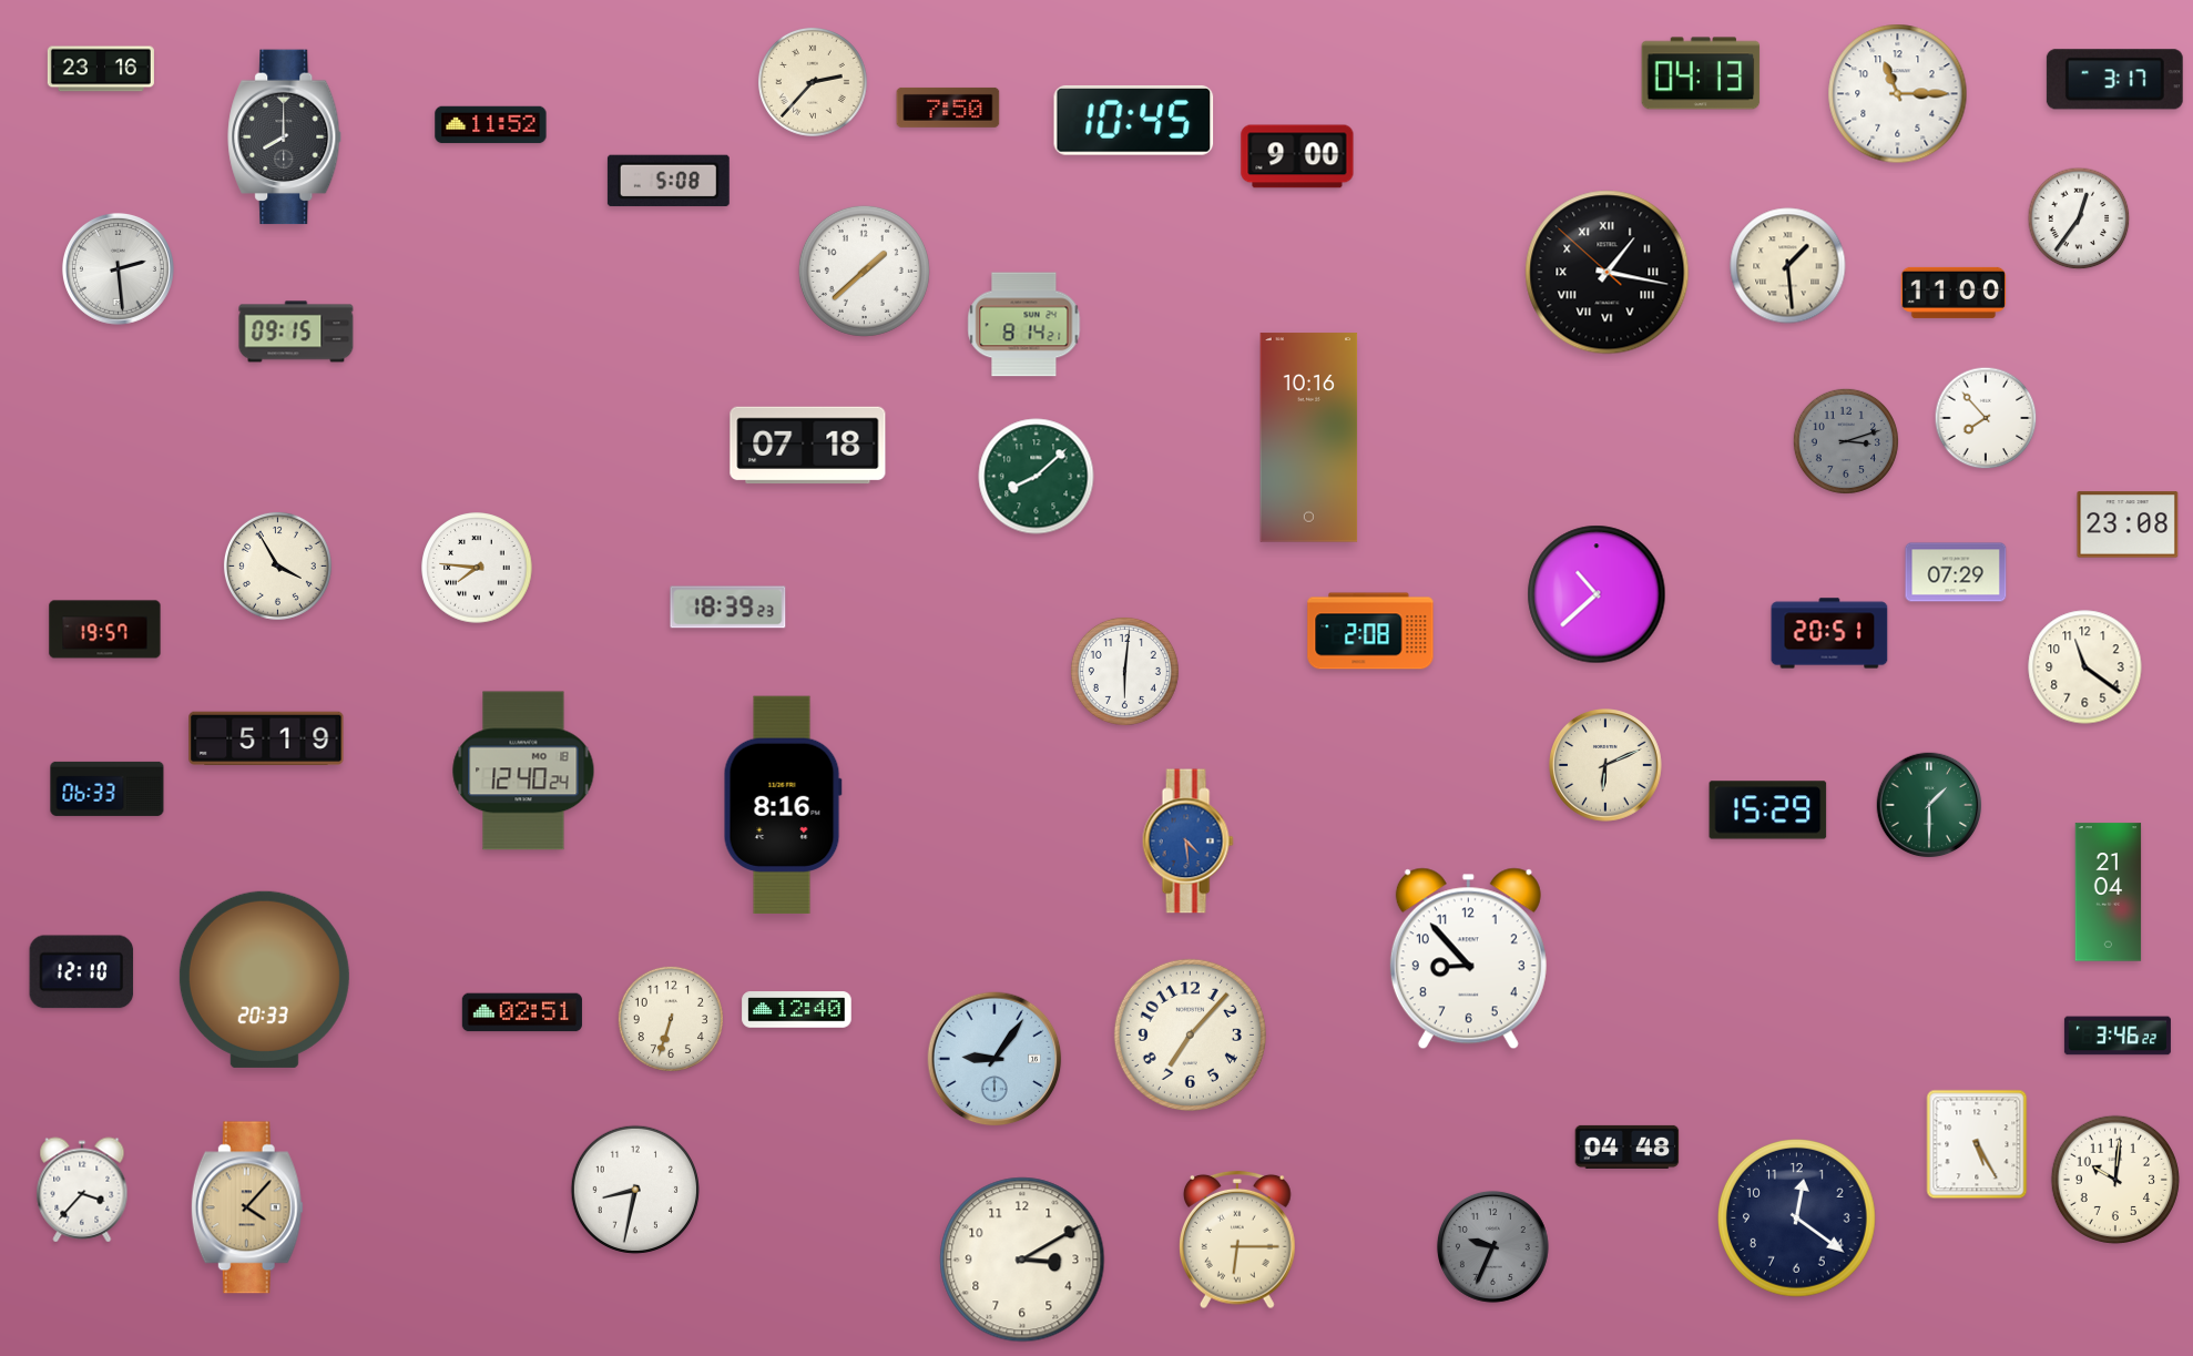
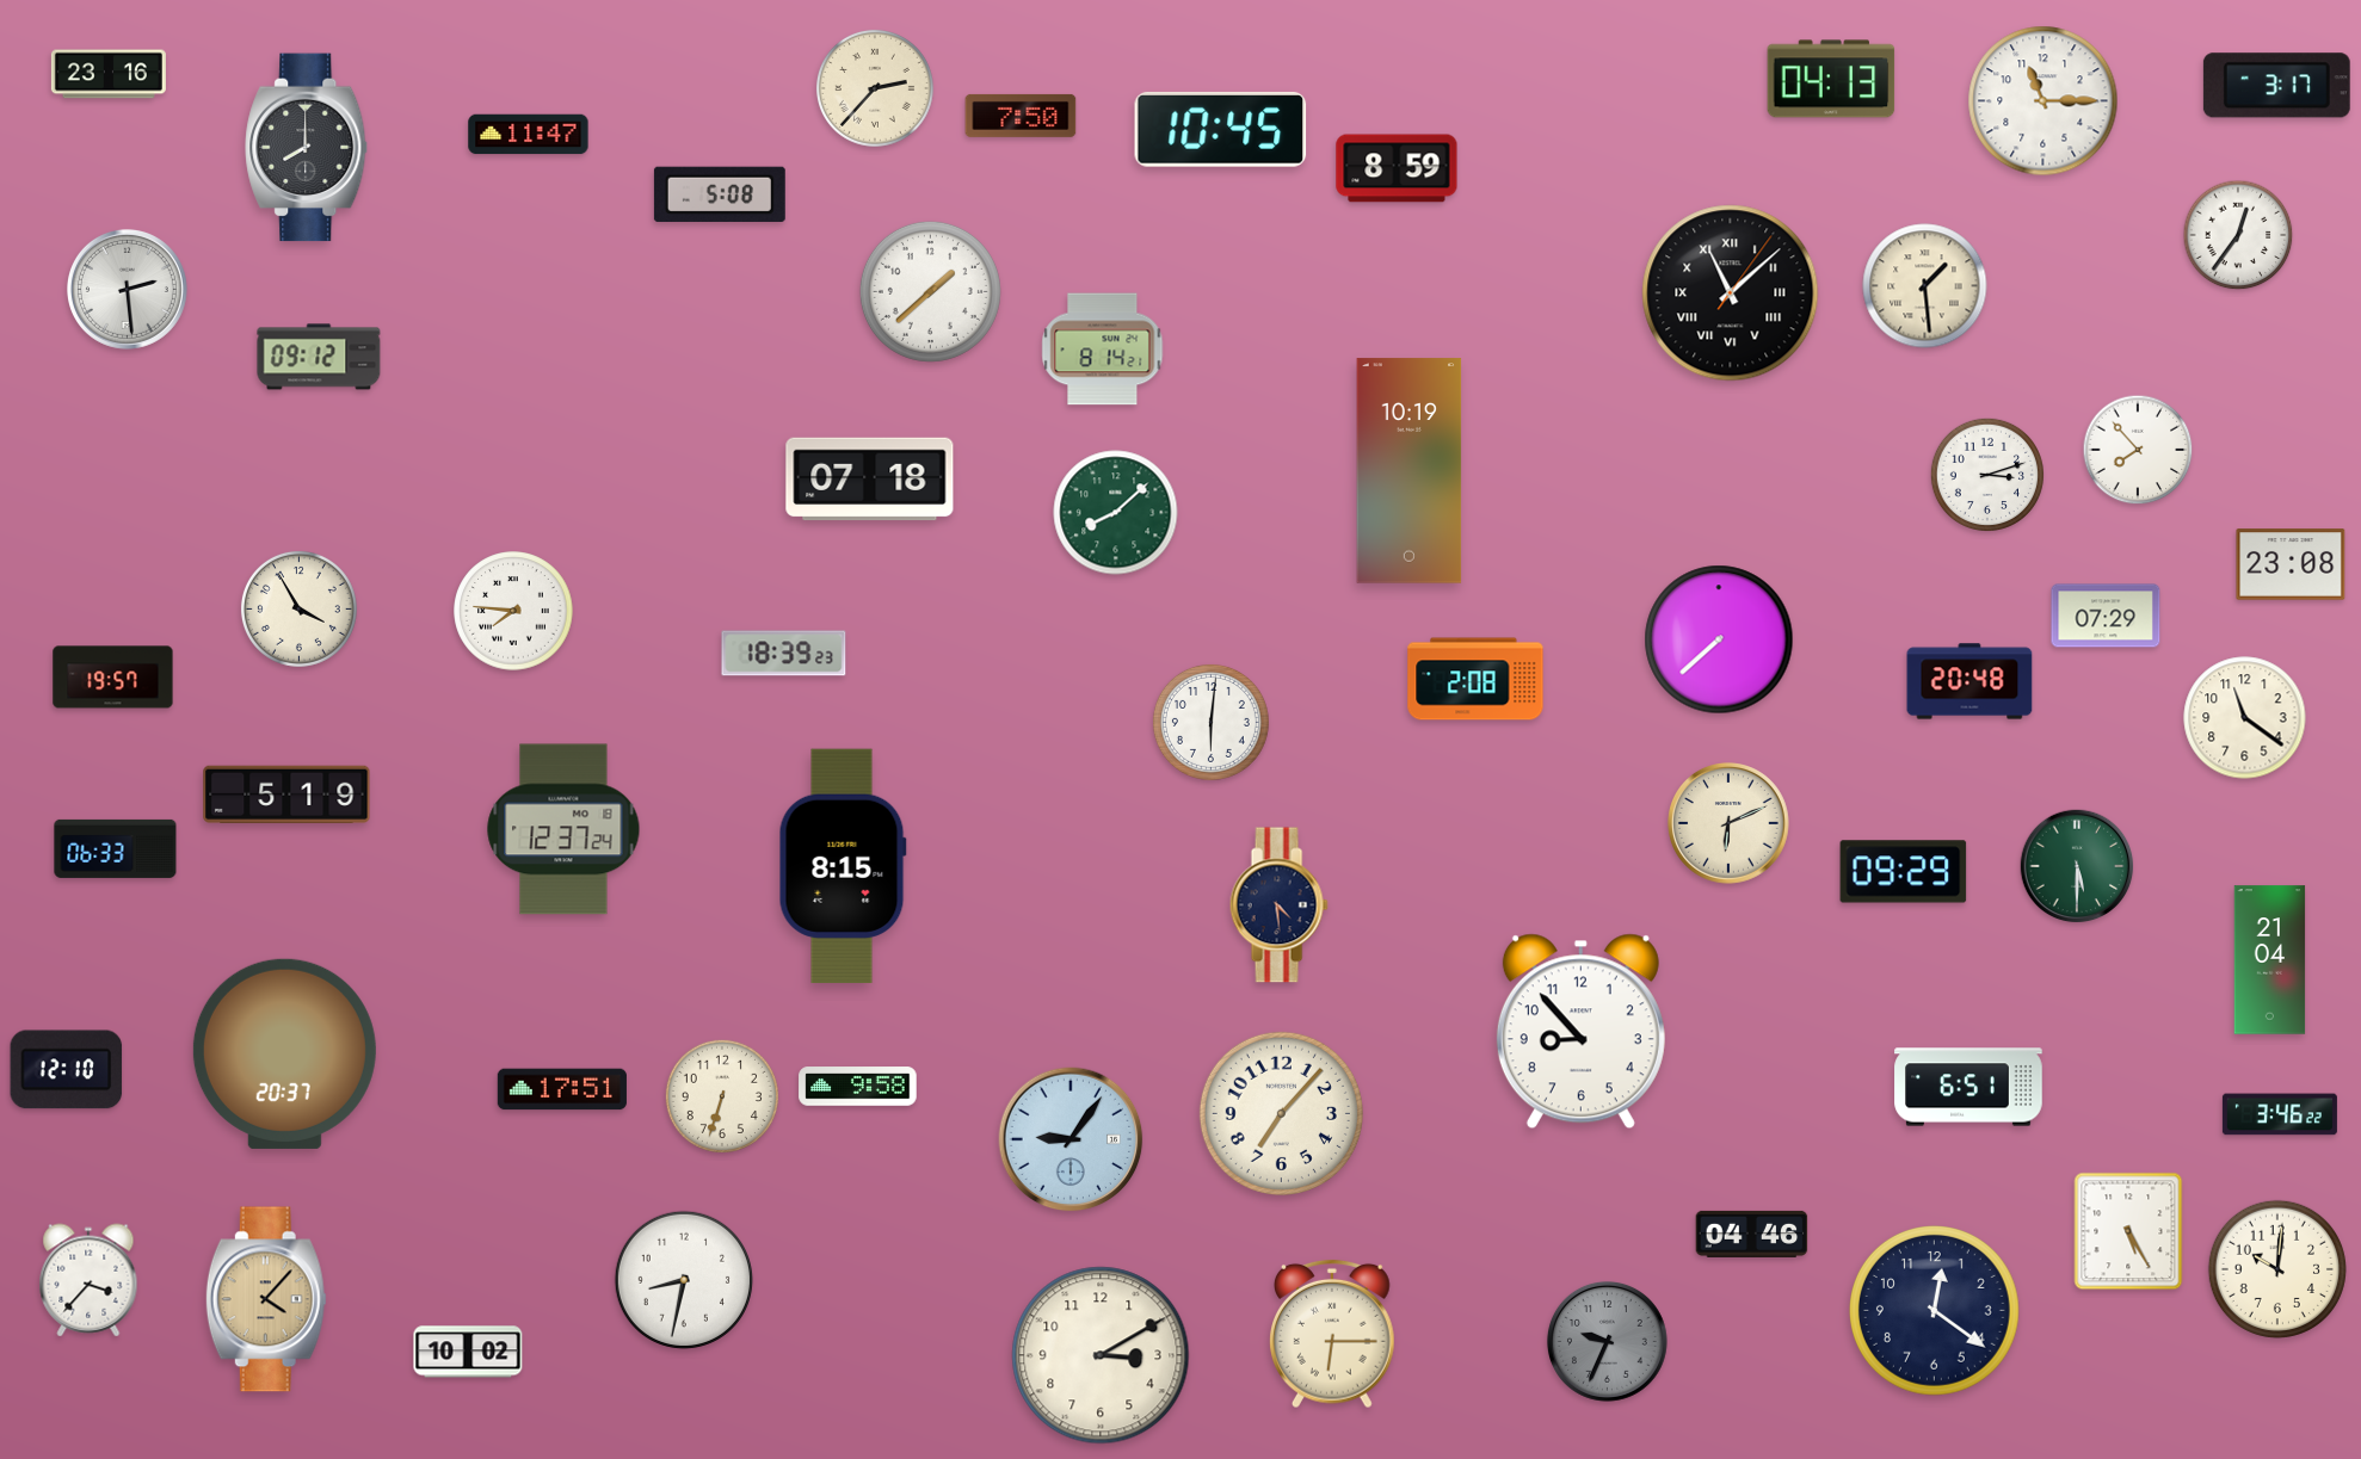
clock at (491, 125): 11:52 -> 11:47
clock at (1297, 156): 9:00 -> 8:59
clock at (1608, 273): 1:16 -> 11:08
clock at (1954, 293): 11:00 -> none
clock at (296, 332): 09:15 -> 09:12
clock at (1309, 438): 10:16 -> 10:19
clock at (1846, 441) dial: grey -> white
clock at (1597, 594): 10:38 -> 7:38
clock at (1829, 633): 20:51 -> 20:48
clock at (523, 771): 12:40 -> 12:37
clock at (783, 804): 8:16 -> 8:15
clock at (1929, 805): 1:30 -> 5:30
clock at (1768, 810): 15:29 -> 09:29
clock at (1187, 842) dial: blue -> navy
clock at (82, 972) position: (82, 972) -> (67, 1070)
clock at (264, 979): 20:33 -> 20:37
clock at (797, 1010): 12:40 -> 9:58
clock at (1968, 1087): none -> 6:51
clock at (522, 1012): 02:51 -> 17:51
clock at (1628, 1146): 04:48 -> 04:46
clock at (468, 1352): none -> 10:02
